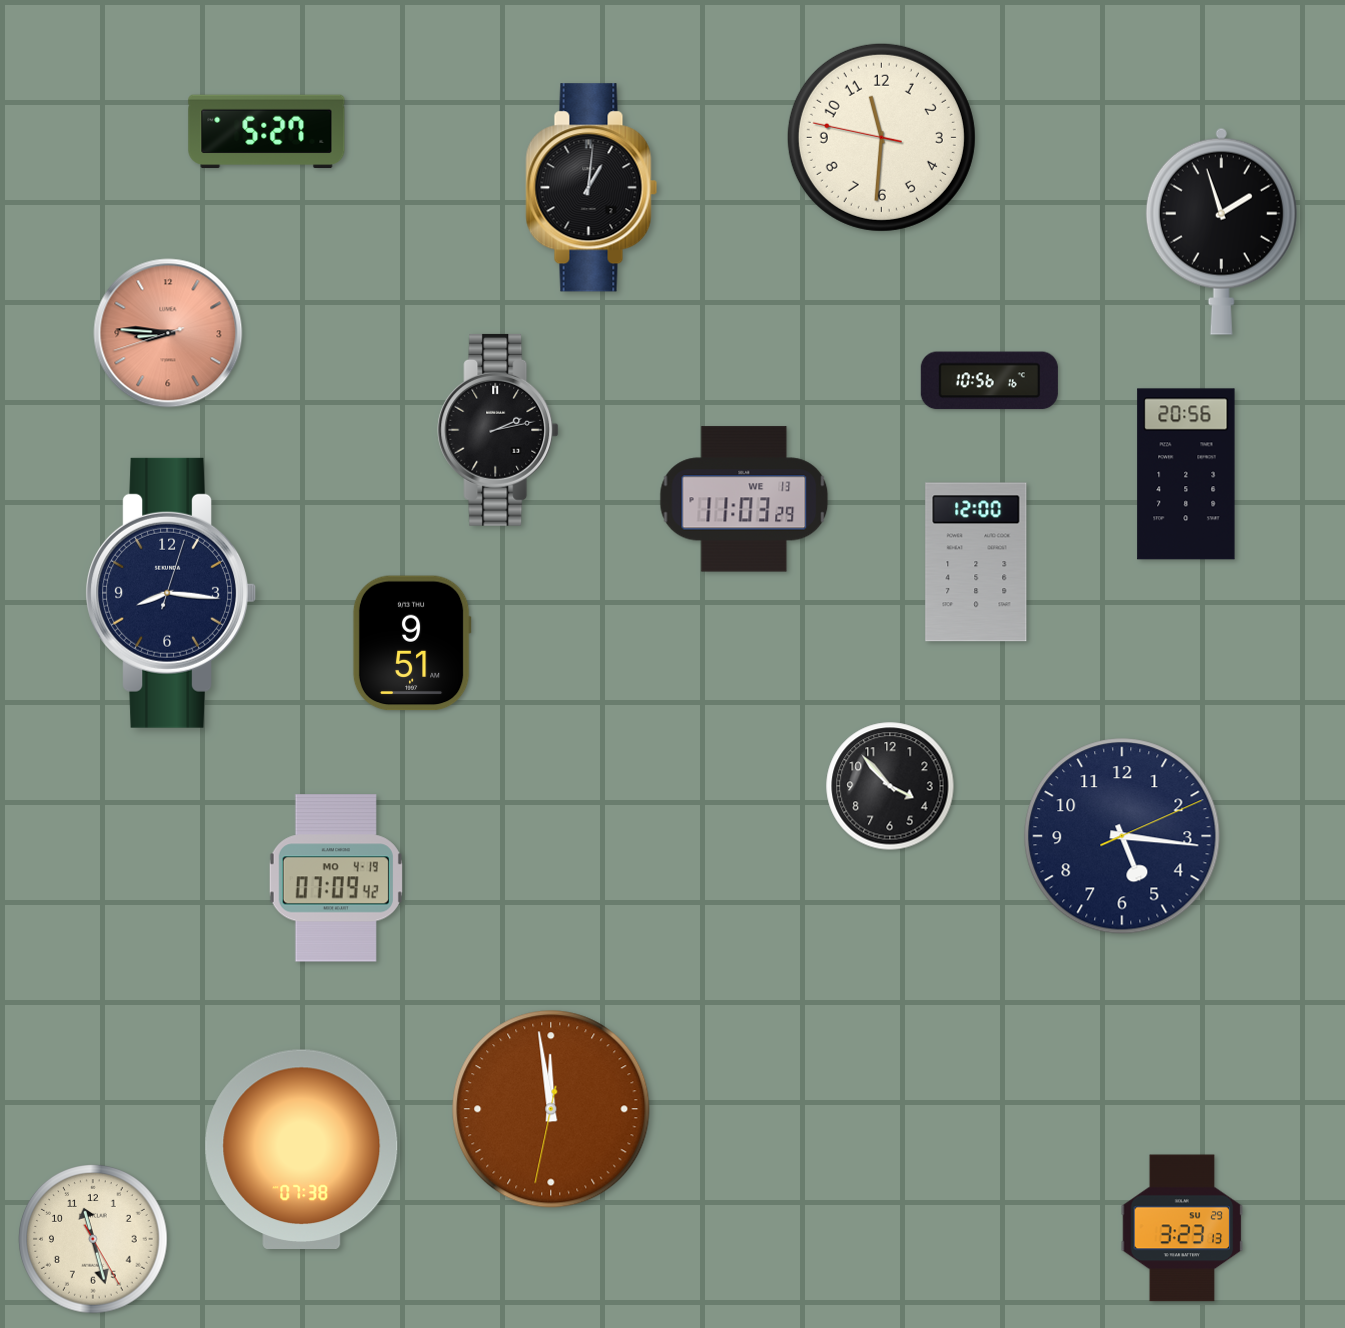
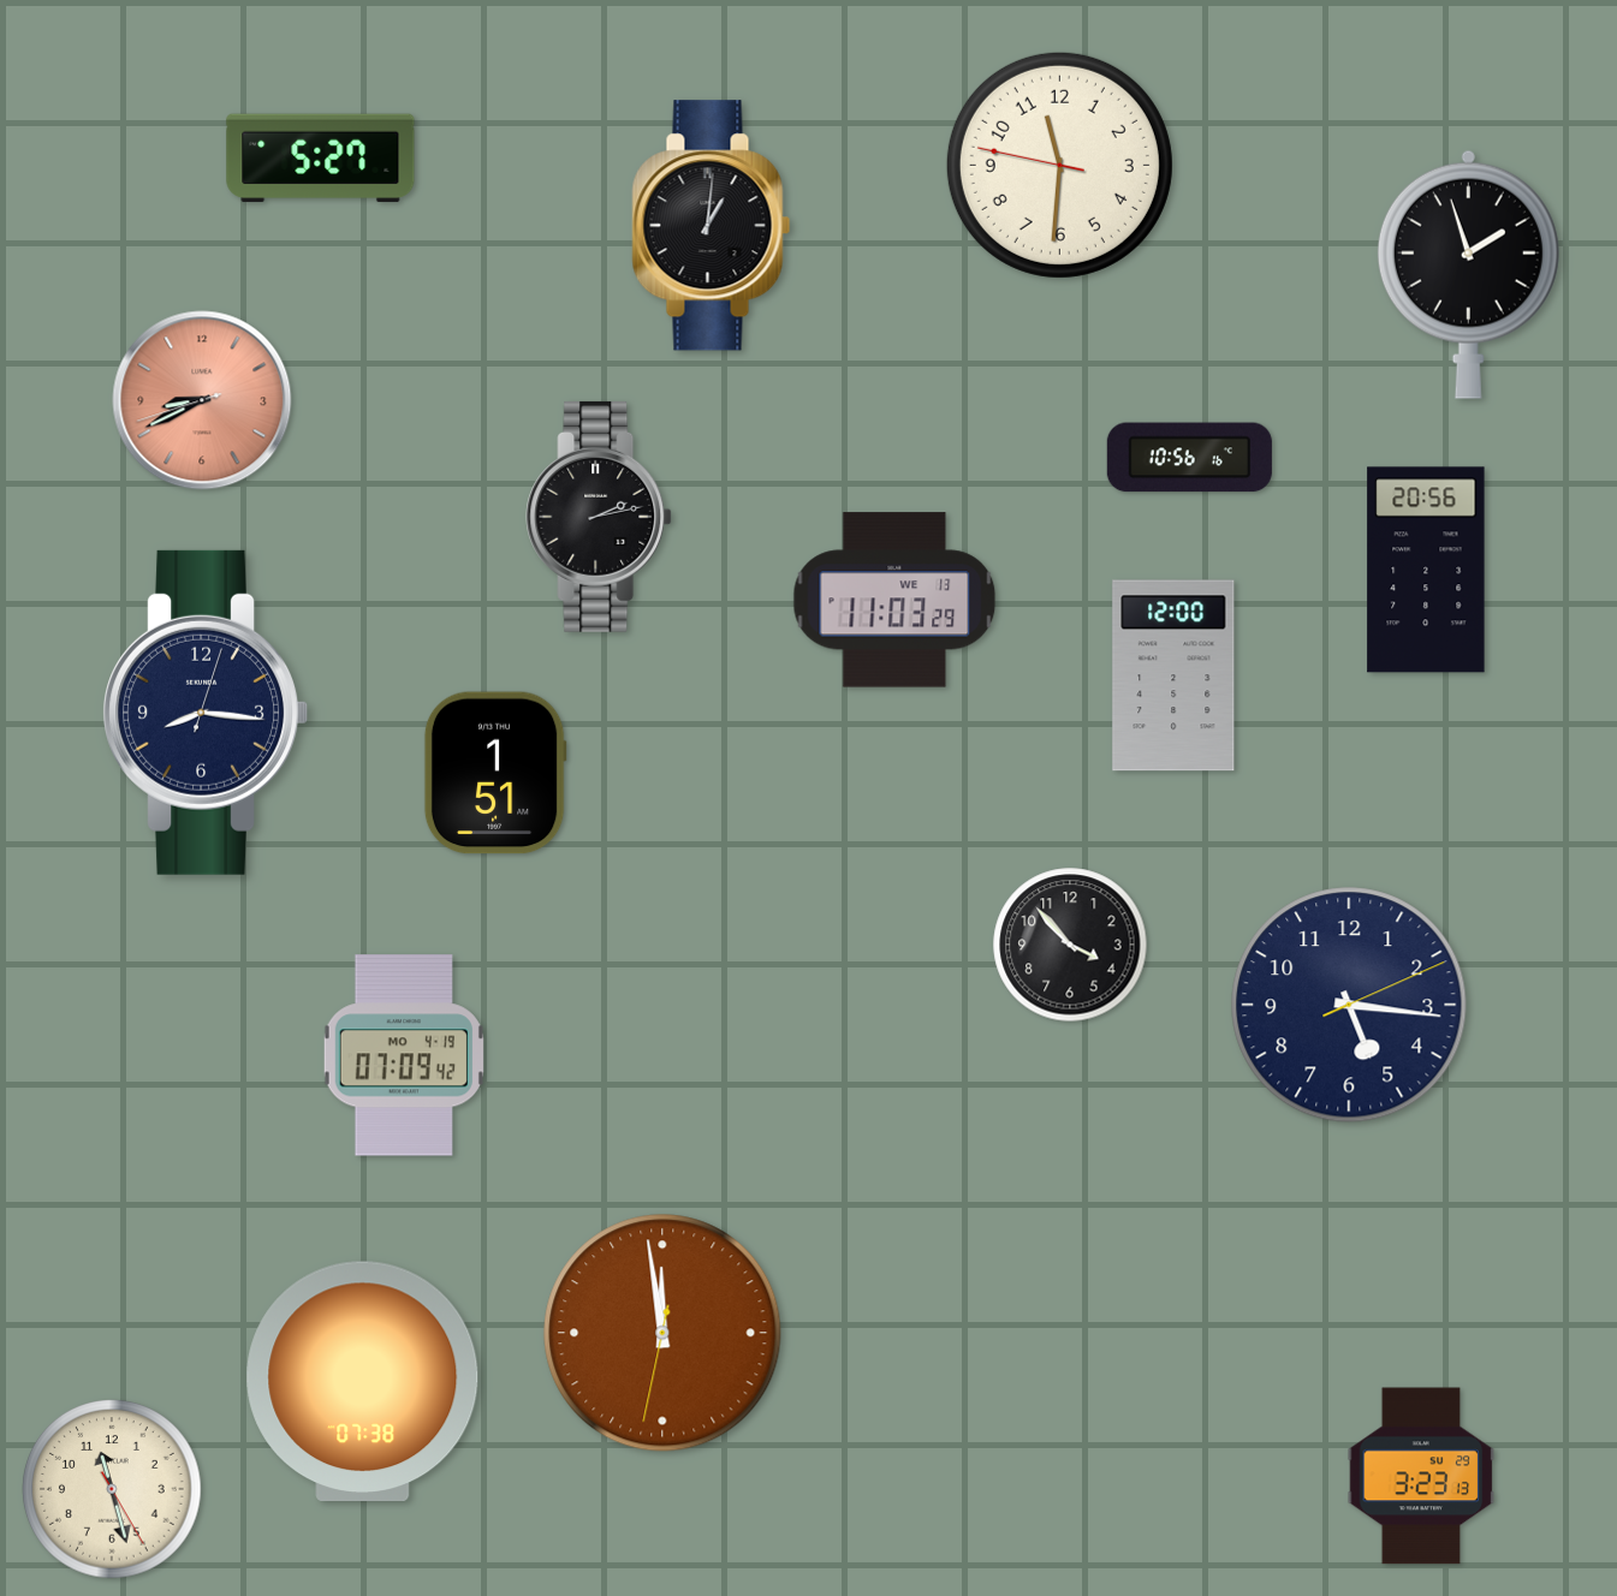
clock at (1221, 231) position: (1221, 231) -> (1468, 274)
clock at (168, 333): 8:45 -> 8:40
clock at (412, 643): 9:51 -> 1:51
